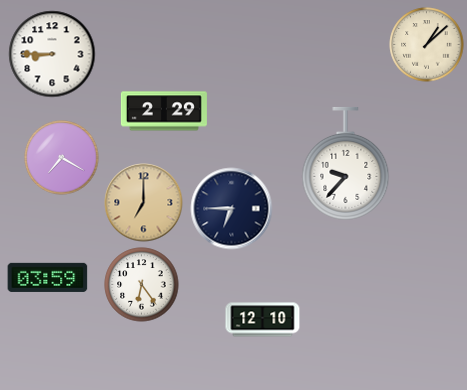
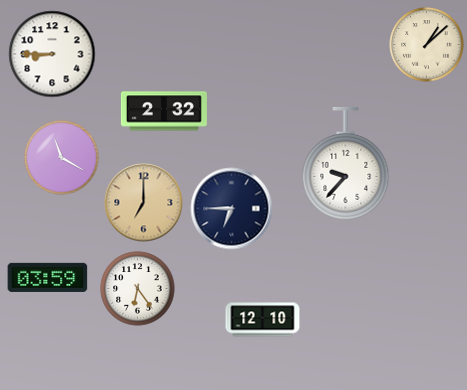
clock at (164, 111): 2:29 -> 2:32
clock at (62, 158): 7:20 -> 11:20
clock at (142, 285) position: (142, 285) -> (138, 289)
